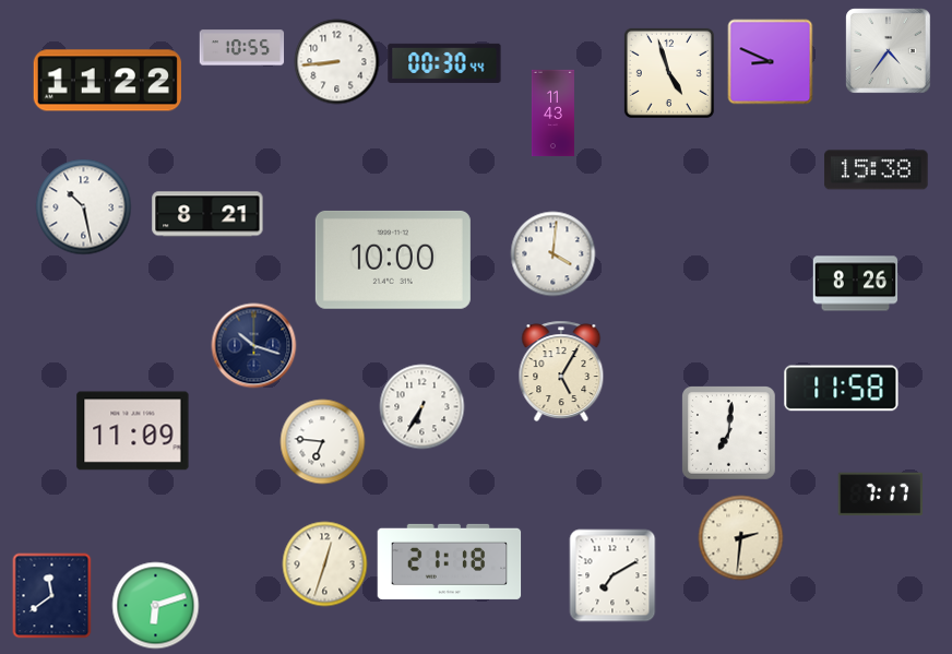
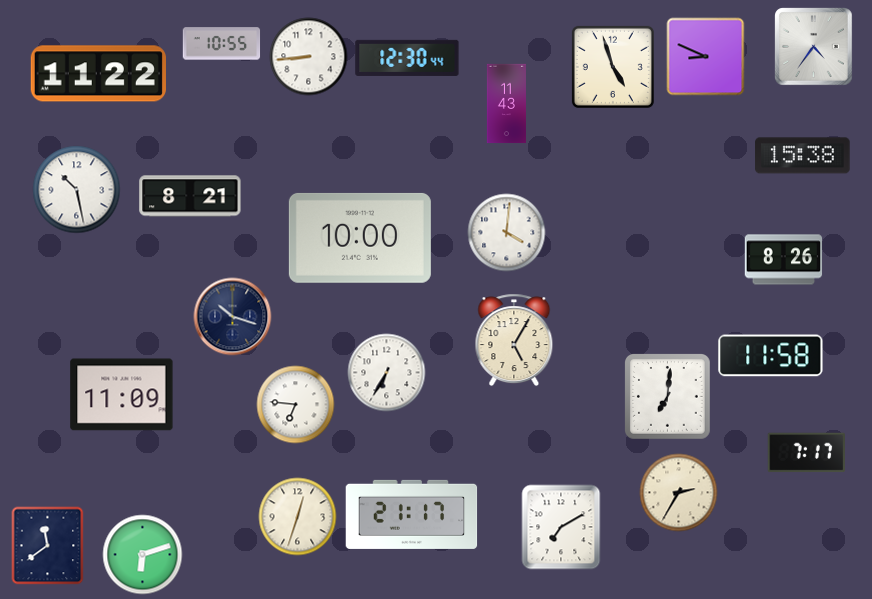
clock at (444, 63): 00:30 -> 12:30
clock at (740, 537): 2:31 -> 2:35
clock at (450, 561): 21:18 -> 21:17
